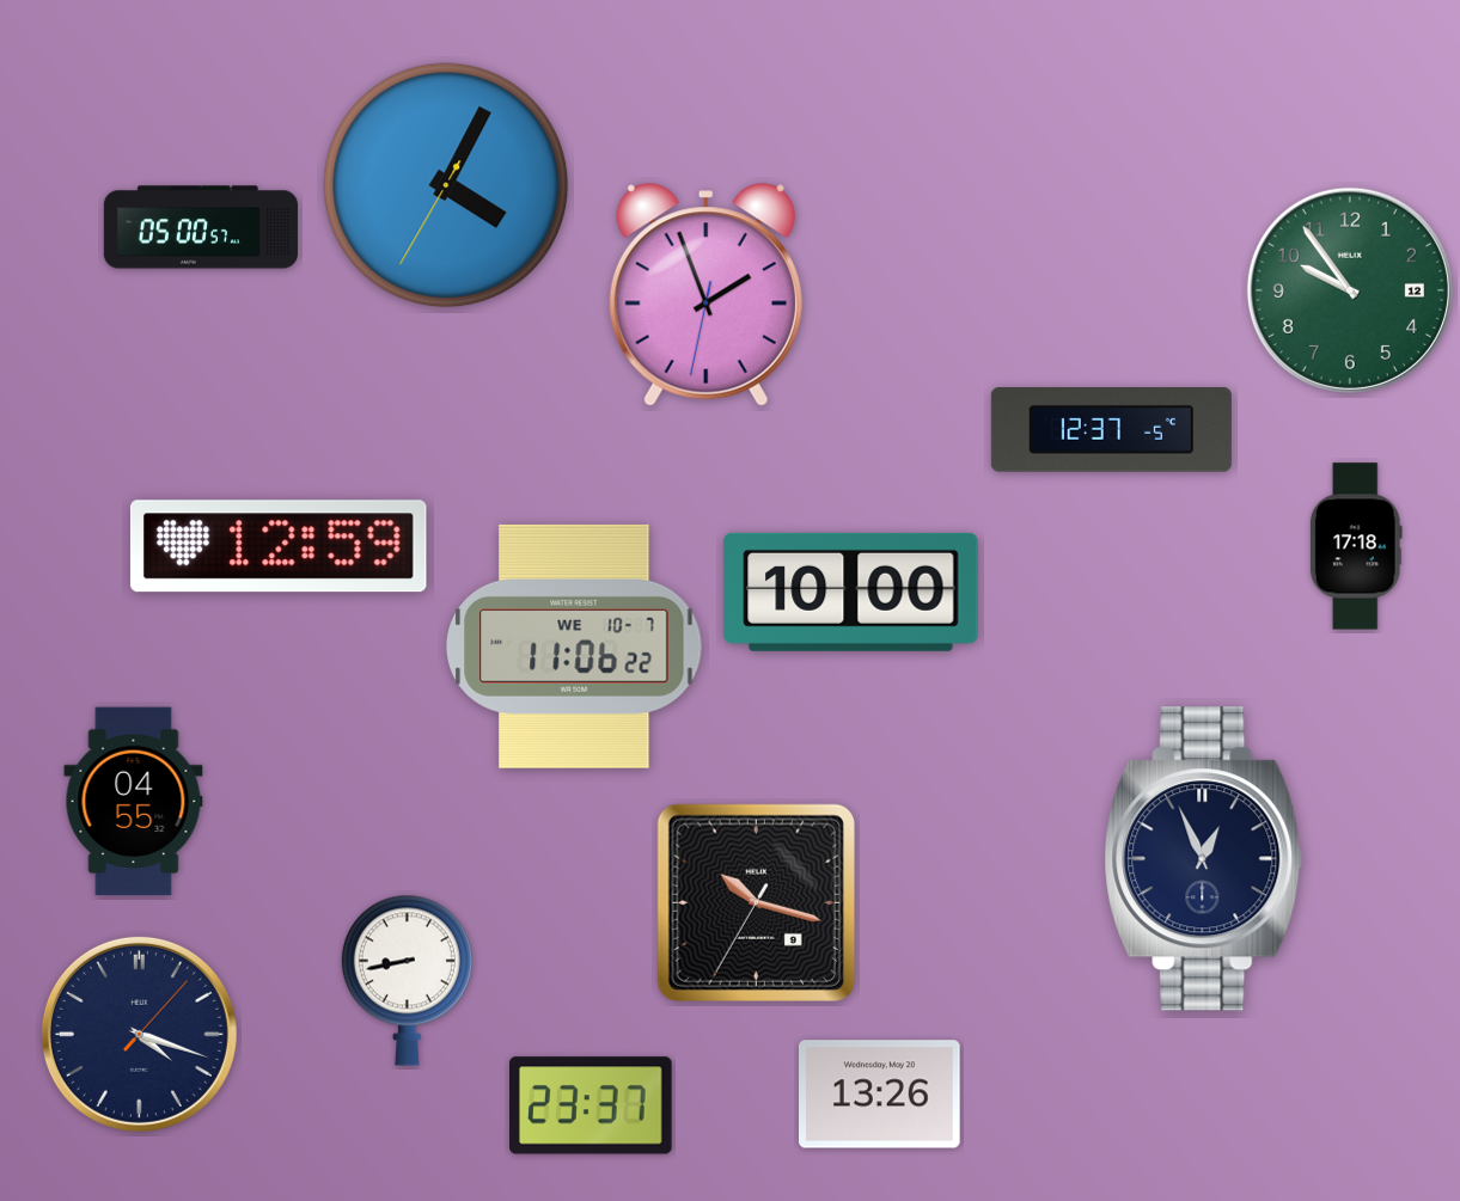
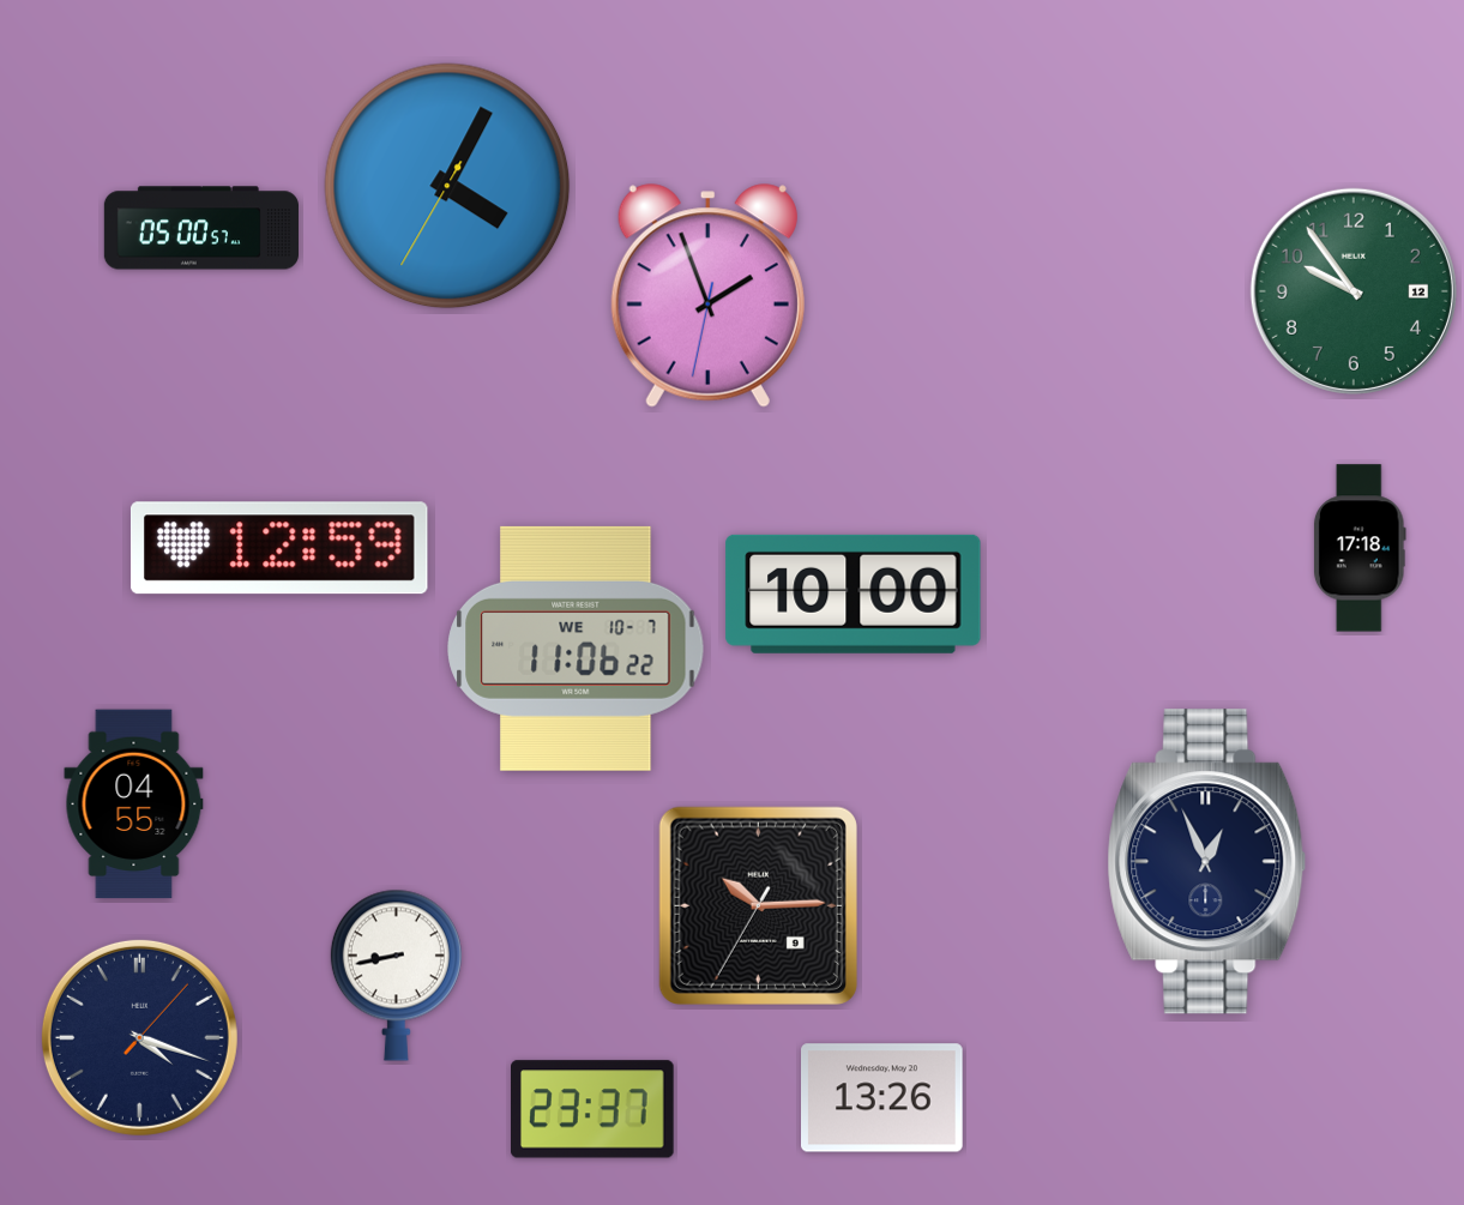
clock at (1111, 430): 12:37 -> none
clock at (756, 902): 10:17 -> 10:14
clock at (407, 980) position: (407, 980) -> (396, 975)
